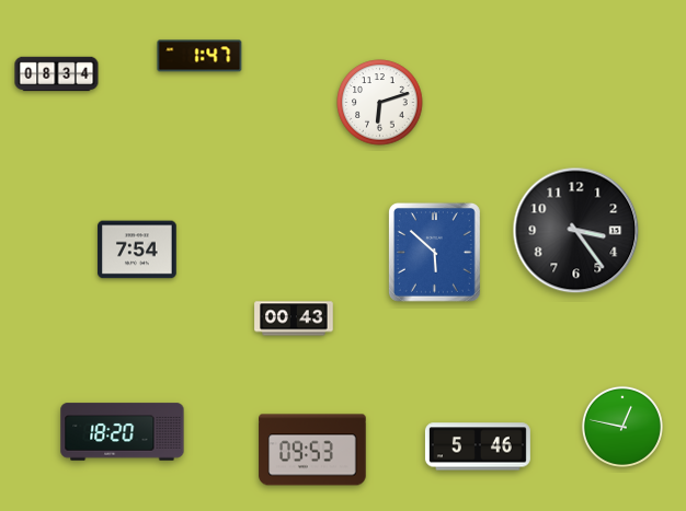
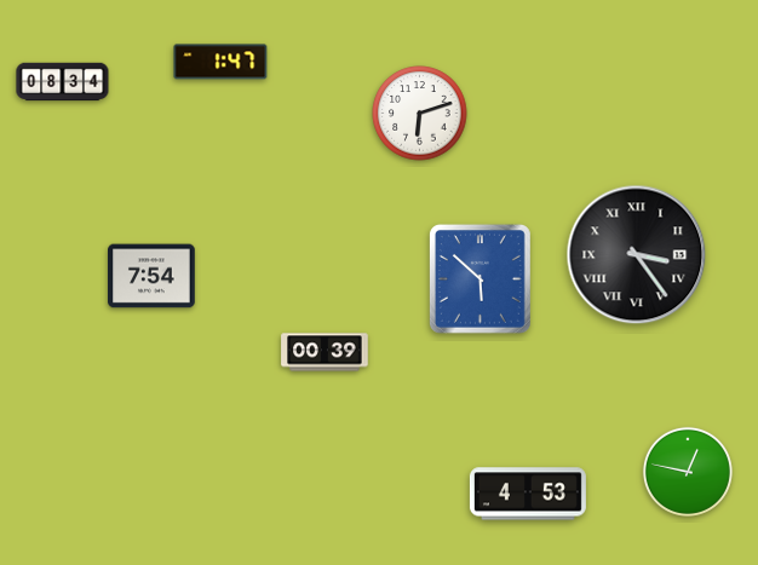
clock at (576, 231) numerals: Arabic -> Roman
clock at (294, 318): 00:43 -> 00:39
clock at (123, 432): 18:20 -> none
clock at (478, 446): 5:46 -> 4:53
clock at (312, 450): 09:53 -> none
